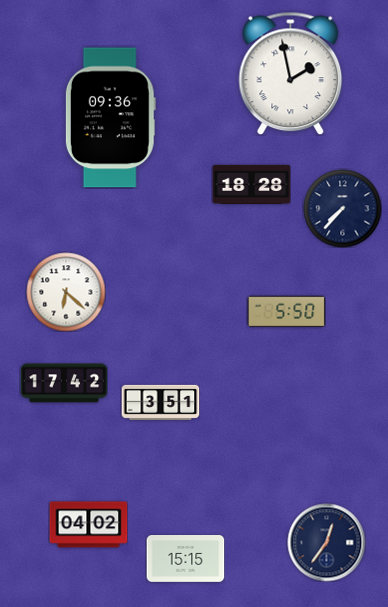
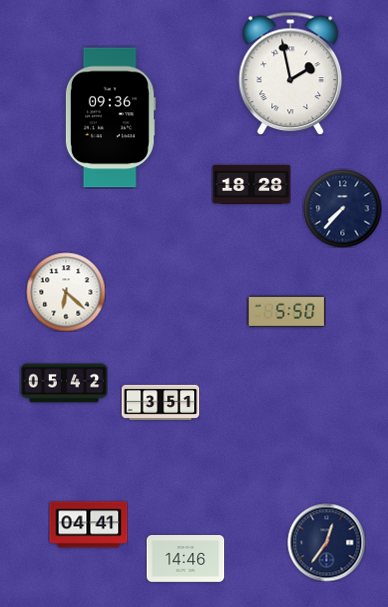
clock at (64, 383): 17:42 -> 05:42
clock at (88, 525): 04:02 -> 04:41
clock at (185, 559): 15:15 -> 14:46
